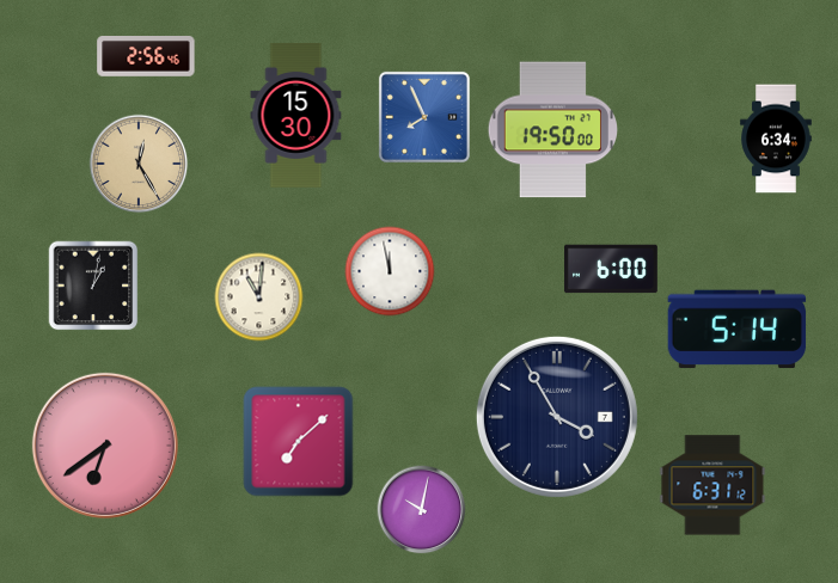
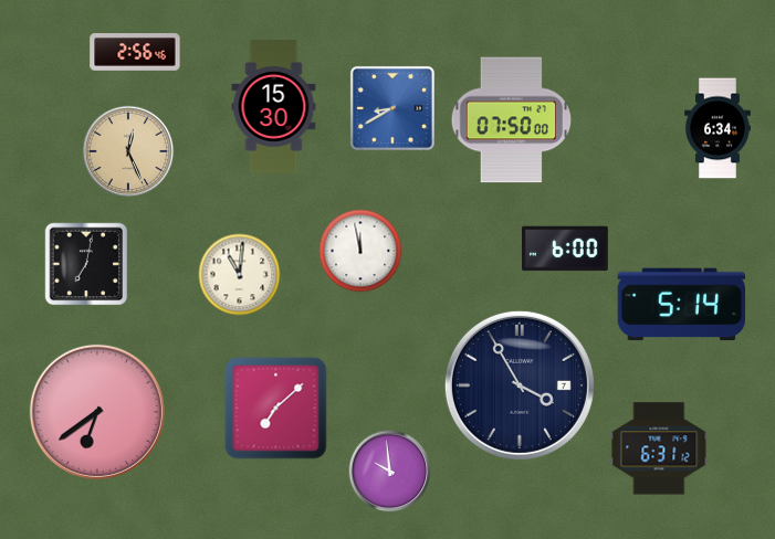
clock at (424, 117): 7:56 -> 8:40
clock at (552, 130): 19:50 -> 07:50
clock at (139, 164): 12:25 -> 12:26
clock at (93, 286): 1:02 -> 7:02
clock at (557, 417) position: (557, 417) -> (520, 385)
clock at (422, 510): 10:02 -> 9:59
